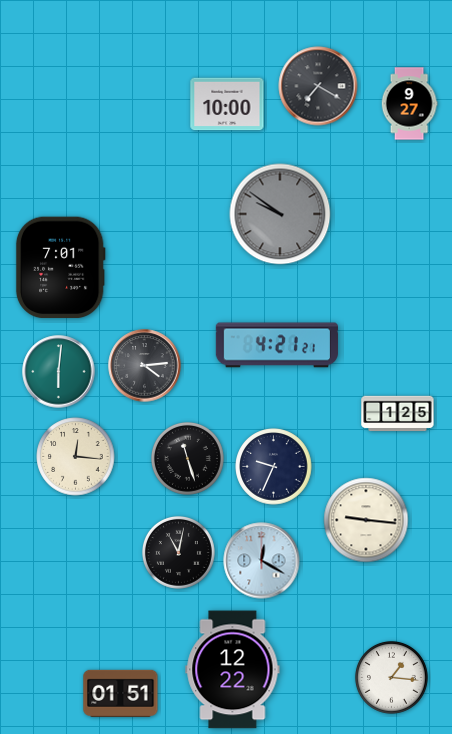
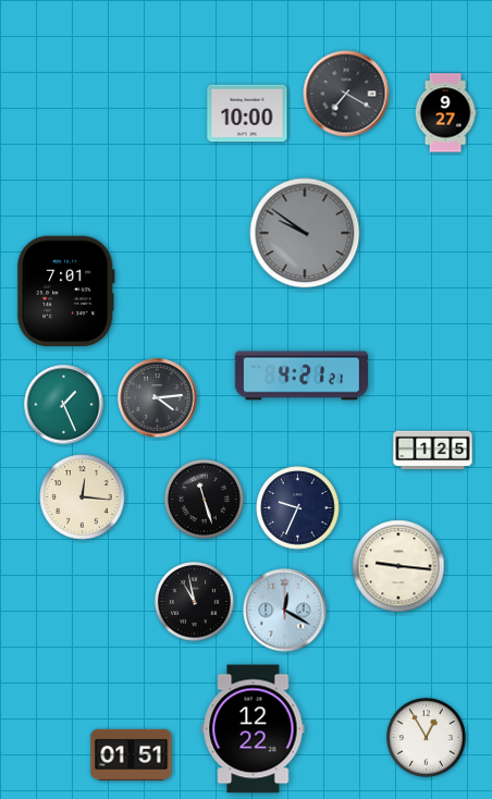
clock at (59, 372): 6:01 -> 1:26
clock at (178, 552): 11:02 -> 10:58
clock at (391, 677): 1:16 -> 12:55
